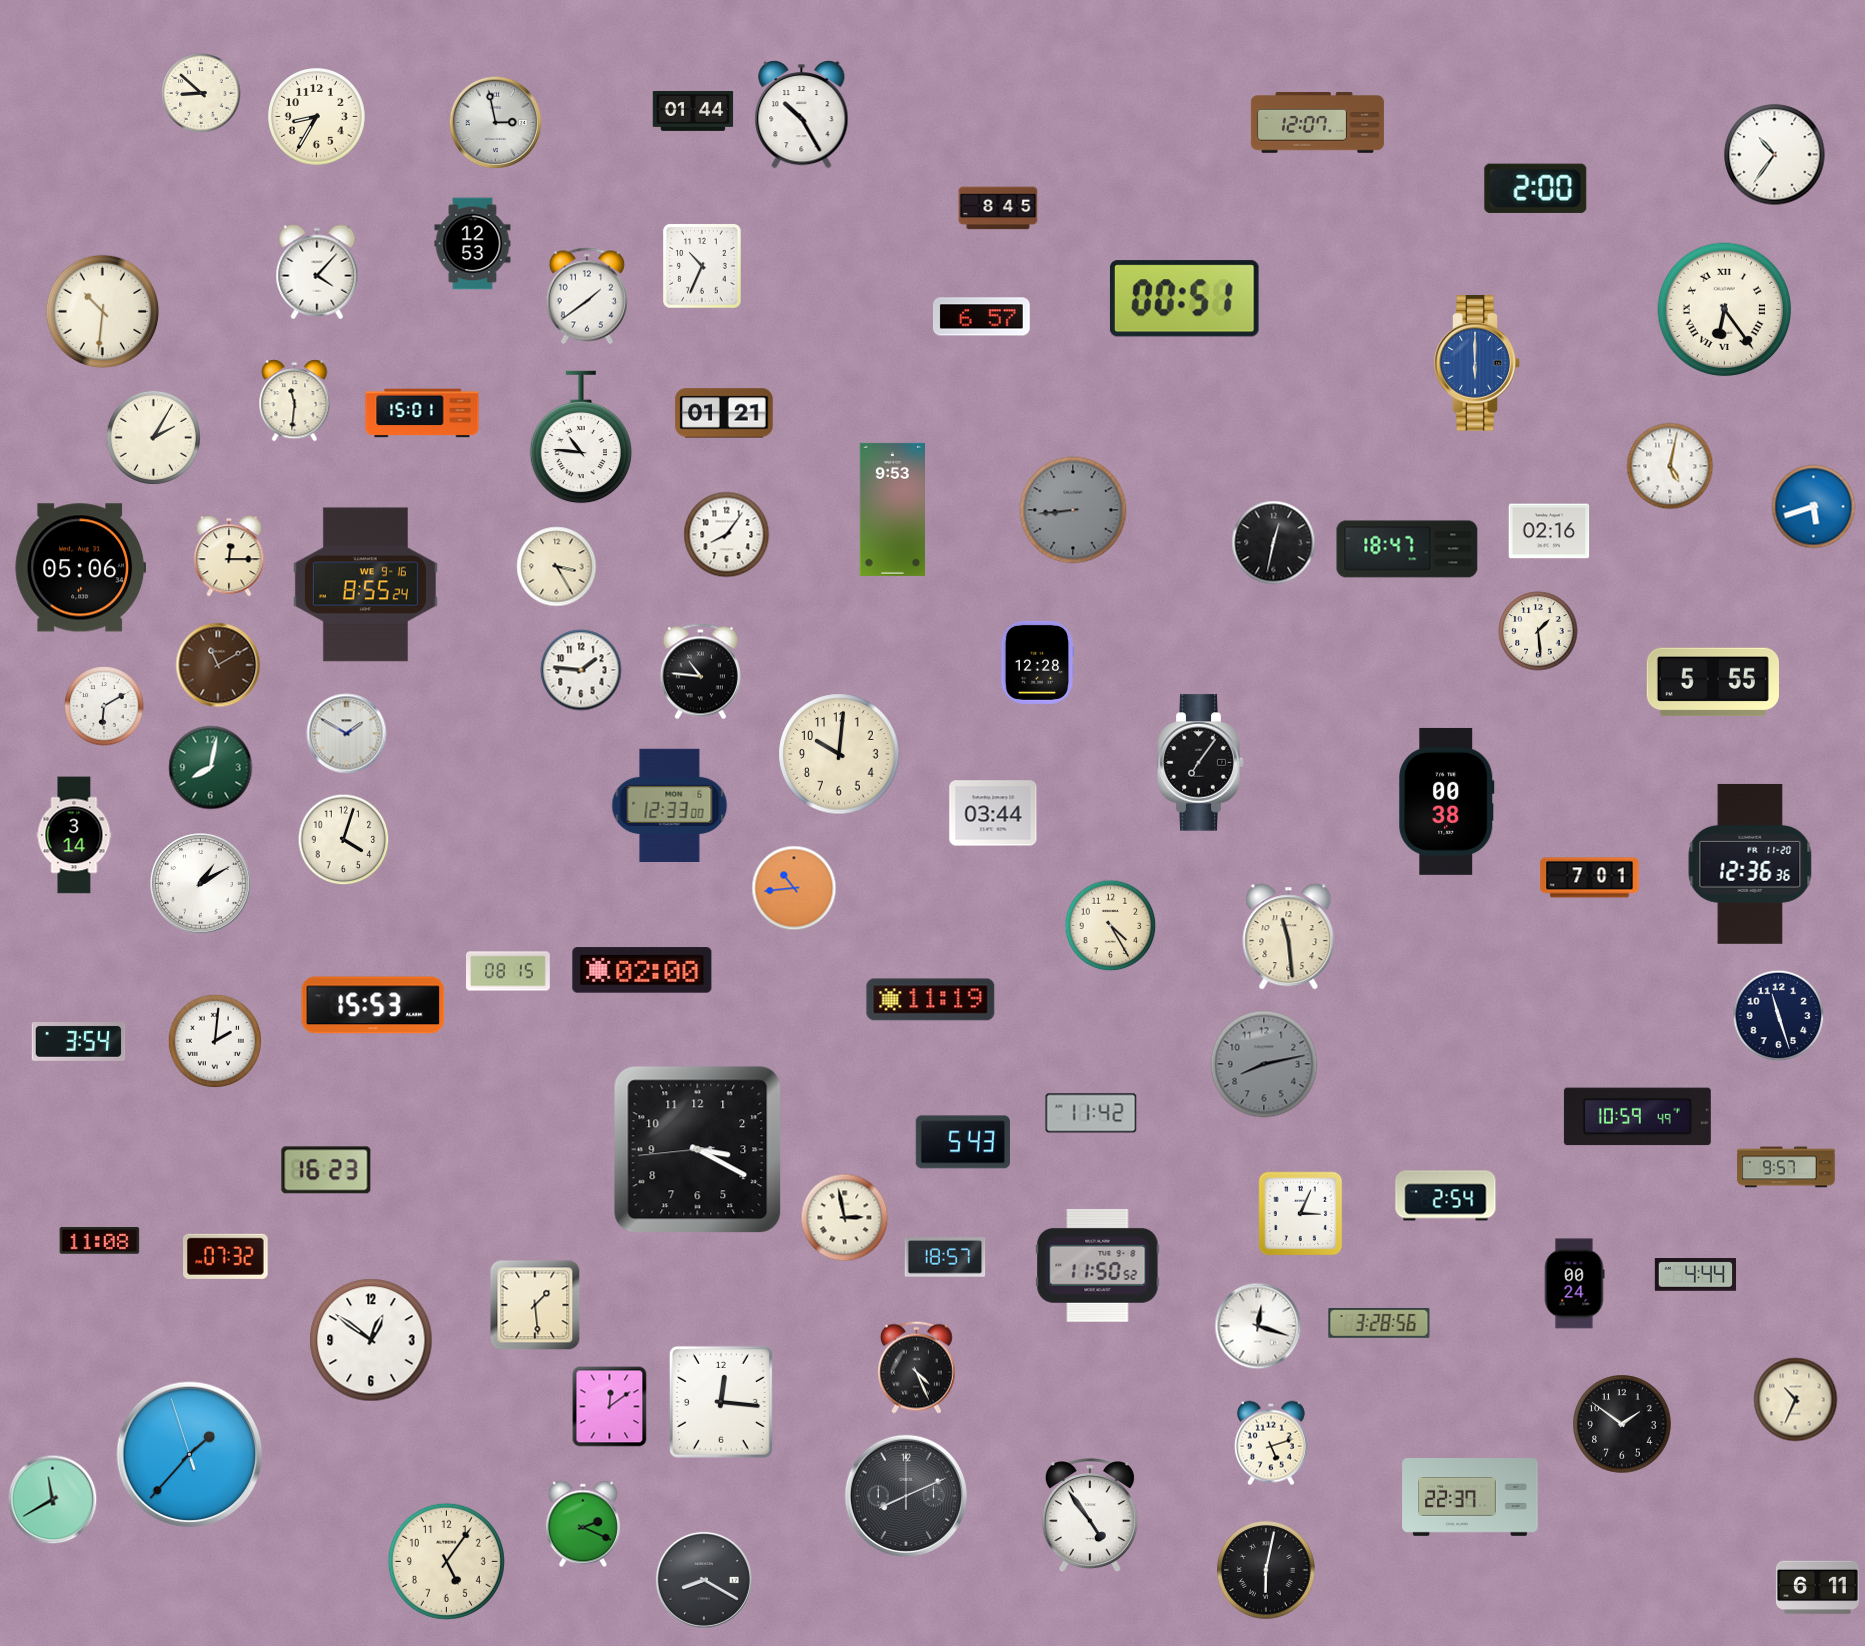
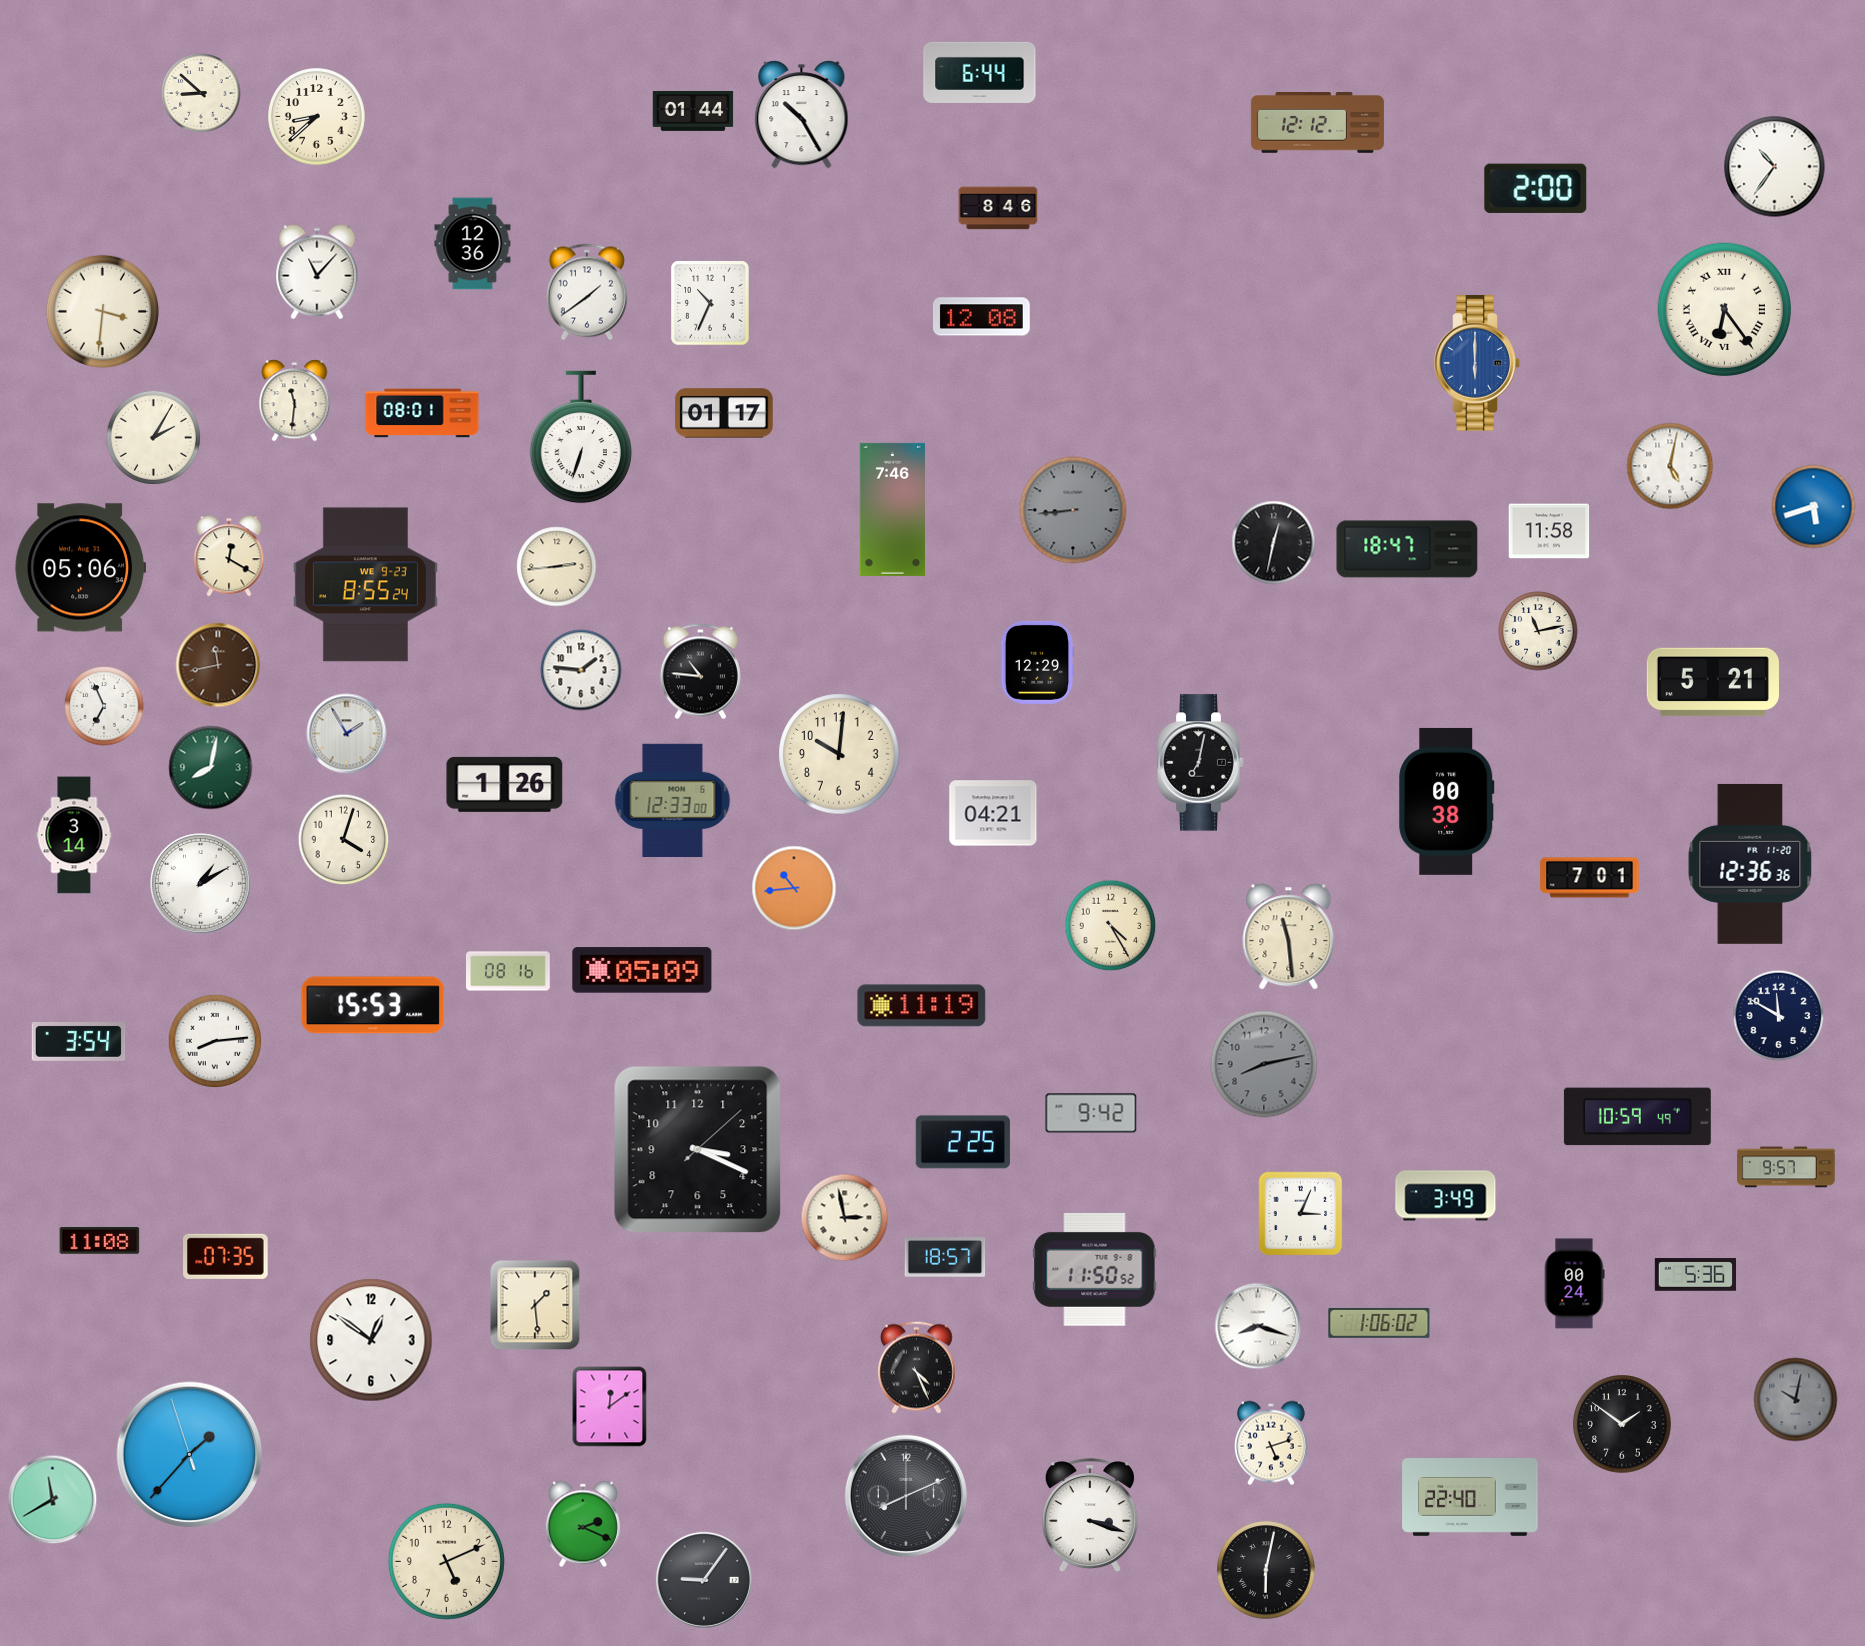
clock at (980, 72): none -> 6:44
clock at (317, 117): 8:35 -> 8:38
clock at (496, 123): 2:58 -> none
clock at (1317, 123): 12:07 -> 12:12
clock at (1775, 155) position: (1775, 155) -> (1775, 167)
clock at (998, 208): 8:45 -> 8:46
clock at (473, 244): 12:53 -> 12:36
clock at (702, 266) position: (702, 266) -> (710, 303)
clock at (317, 272): 4:07 -> 11:07
clock at (587, 296) position: (587, 296) -> (587, 292)
clock at (1184, 299): 00:51 -> none
clock at (103, 312): 10:31 -> 3:31
clock at (982, 317): 6:57 -> 12:08
clock at (422, 413): 15:01 -> 08:01
clock at (724, 413): 01:21 -> 01:17
clock at (581, 437): 10:46 -> 6:33
clock at (892, 509): 9:53 -> 7:46
clock at (1549, 531): 02:16 -> 11:58
clock at (727, 535): 8:06 -> none
clock at (229, 556): 12:15 -> 12:20
clock at (557, 567): 3:25 -> 2:44
clock at (365, 585) date: WE 9-16 -> WE 9-23
clock at (1538, 631): 1:29 -> 11:13
clock at (1037, 662): 12:28 -> 12:29
clock at (218, 665): 11:10 -> 11:43
clock at (1713, 682): 5:55 -> 5:21
clock at (104, 706): 6:10 -> 6:56
clock at (347, 734): 1:50 -> 1:55
clock at (1201, 763): 7:06 -> 7:02
clock at (505, 784): none -> 1:26
clock at (670, 805) position: (670, 805) -> (673, 800)
clock at (993, 813): 03:44 -> 04:21
clock at (642, 970): 02:00 -> 05:09
clock at (509, 971): 08:15 -> 08:16
clock at (931, 1000) position: (931, 1000) -> (922, 1006)
clock at (1779, 1016): 11:27 -> 11:50
clock at (214, 1040): 2:01 -> 8:14
clock at (1091, 1113): 11:42 -> 9:42
clock at (963, 1142): 5:43 -> 2:25
clock at (698, 1150): 3:19:44 -> 3:19:08
clock at (326, 1170): 16:23 -> none
clock at (1446, 1196): 2:54 -> 3:49
clock at (226, 1256): 07:32 -> 07:35
clock at (1098, 1265) position: (1098, 1265) -> (1095, 1269)
clock at (1696, 1275): 4:44 -> 5:36
clock at (1379, 1323): 3:28 -> 1:06
clock at (1258, 1326): 12:18 -> 8:18
clock at (1796, 1400): 10:34 -> 10:02
clock at (1796, 1400) dial: cream -> grey
clock at (721, 1402): 12:16 -> none
clock at (1470, 1498): 22:37 -> 22:40
clock at (1090, 1515): 4:54 -> 3:18
clock at (446, 1561): 5:06 -> 5:11
clock at (704, 1580): 8:20 -> 9:06
clock at (1817, 1588): 6:11 -> none
